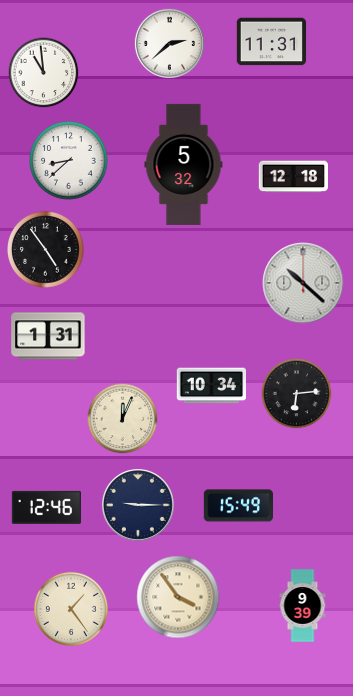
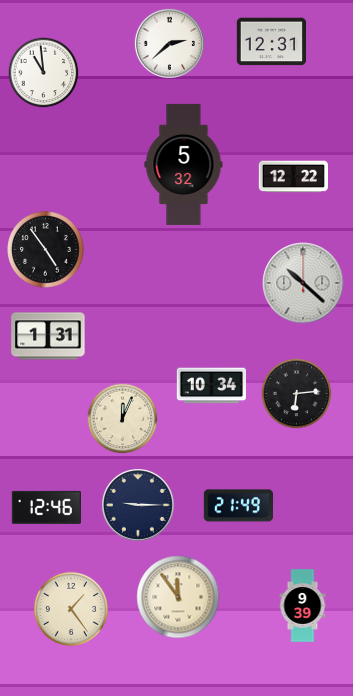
clock at (272, 42): 11:31 -> 12:31
clock at (69, 161): 8:38 -> none
clock at (294, 177): 12:18 -> 12:22
clock at (238, 506): 15:49 -> 21:49
clock at (178, 597): 3:54 -> 11:54
